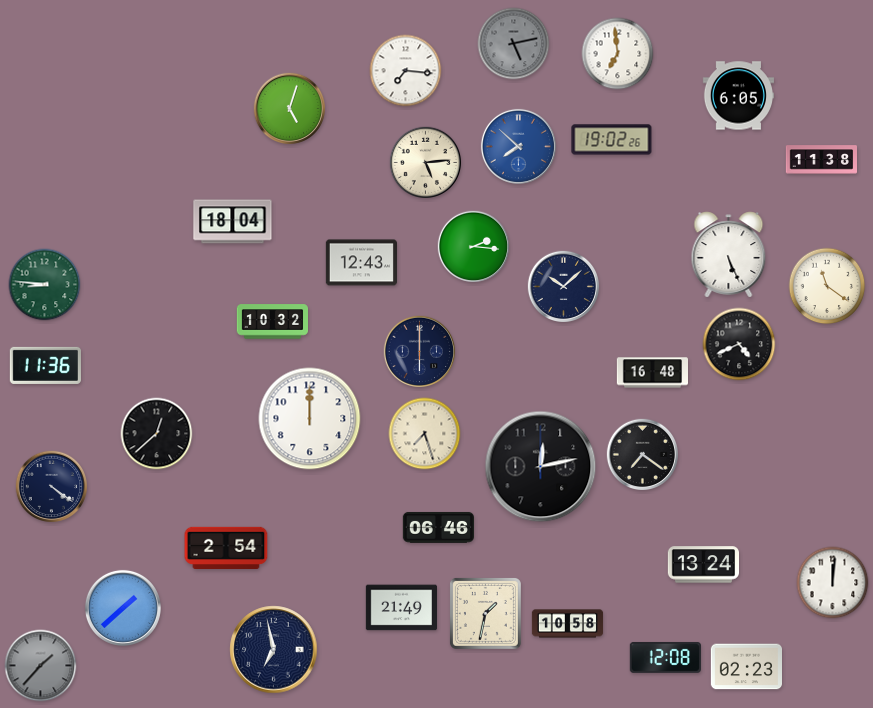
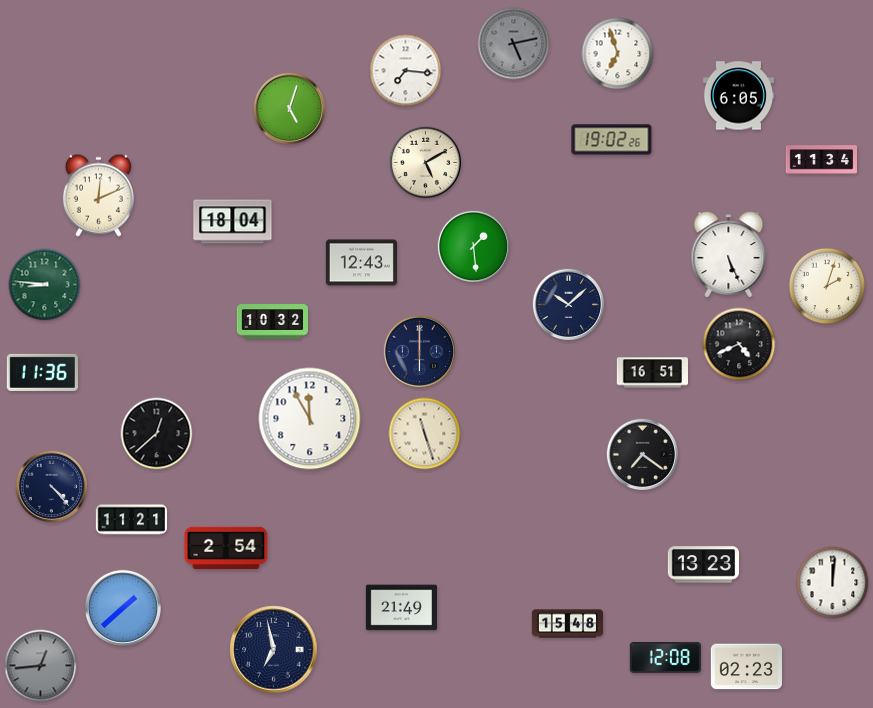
clock at (618, 54): 6:59 -> 6:57
clock at (518, 146): 7:52 -> none
clock at (821, 160): 11:38 -> 11:34
clock at (425, 162): 5:14 -> 5:10
clock at (98, 195): none -> 12:11
clock at (473, 246): 2:16 -> 1:29
clock at (563, 286) position: (563, 286) -> (568, 304)
clock at (827, 286): 11:21 -> 2:03
clock at (45, 365) position: (45, 365) -> (42, 372)
clock at (652, 373): 16:48 -> 16:51
clock at (310, 419): 12:00 -> 11:55
clock at (425, 434): 7:27 -> 11:27
clock at (541, 467): 12:13 -> none
clock at (51, 486): 4:21 -> 4:23
clock at (132, 520): none -> 11:21
clock at (438, 527): 06:46 -> none
clock at (703, 565): 13:24 -> 13:23
clock at (485, 613): 1:32 -> none
clock at (568, 624): 10:58 -> 15:48
clock at (41, 666): 1:37 -> 12:44
